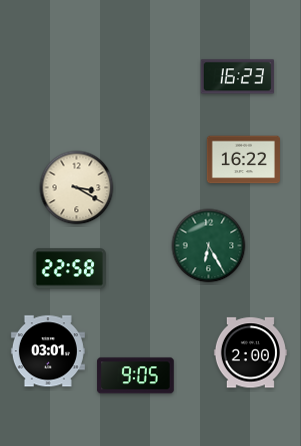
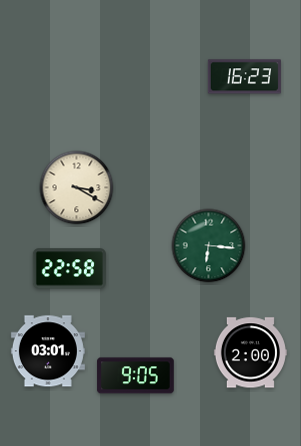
clock at (237, 77) position: (237, 77) -> (244, 77)
clock at (243, 160): 16:22 -> none
clock at (209, 246): 6:25 -> 6:16
